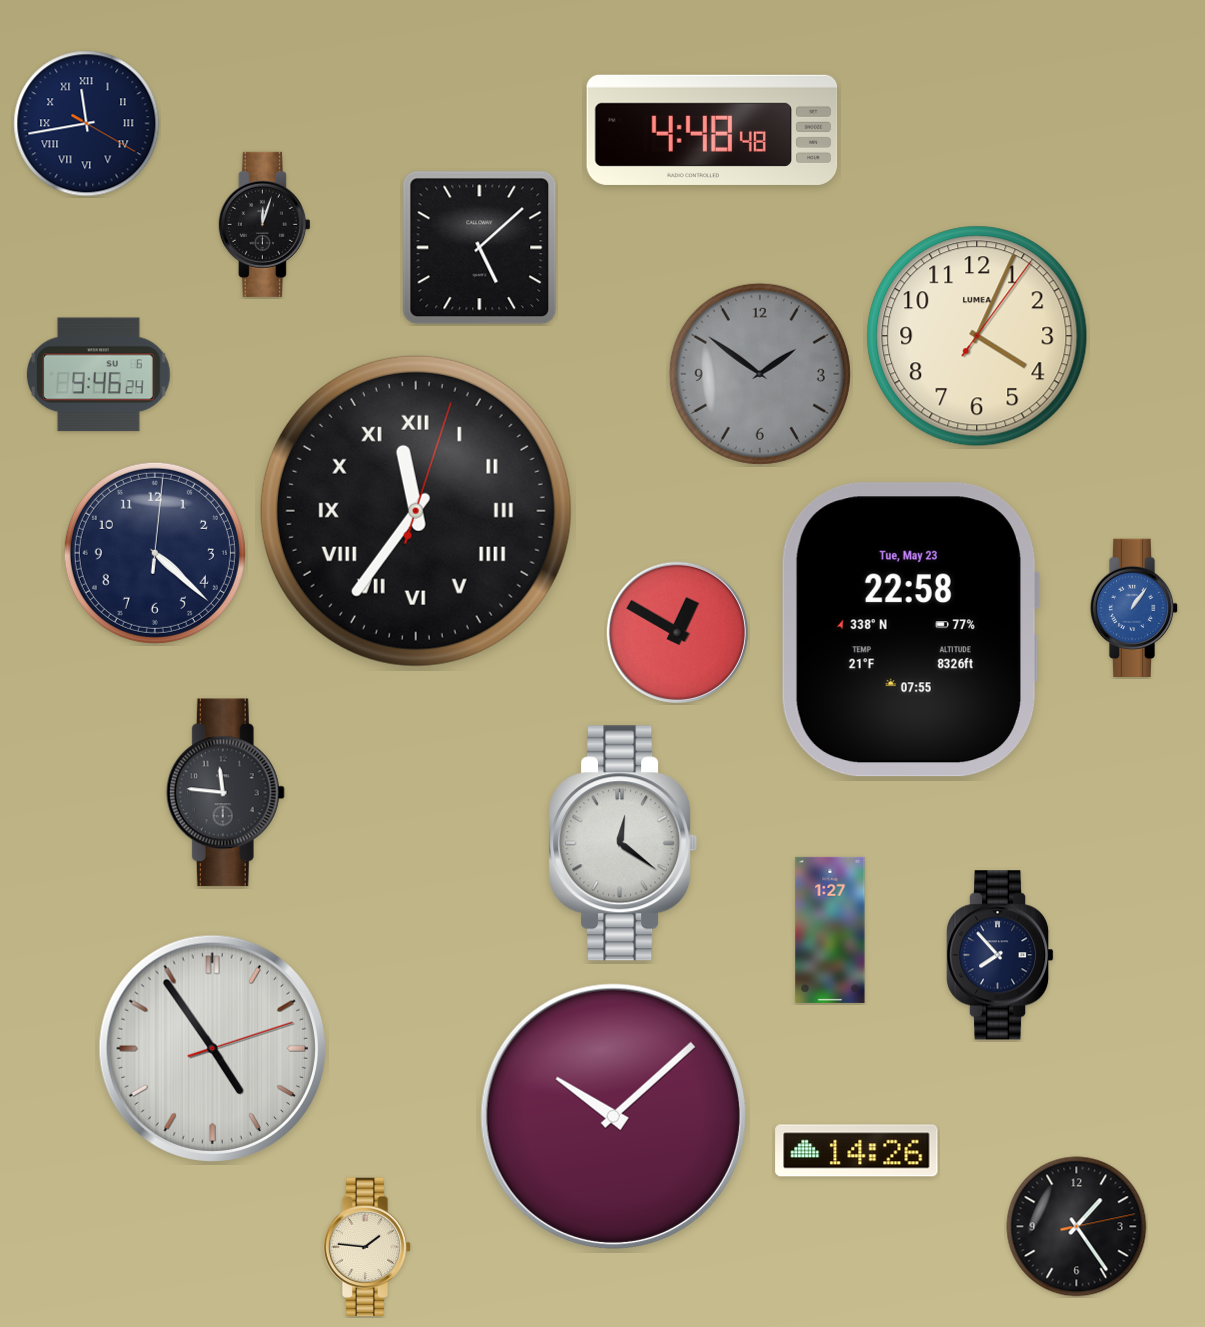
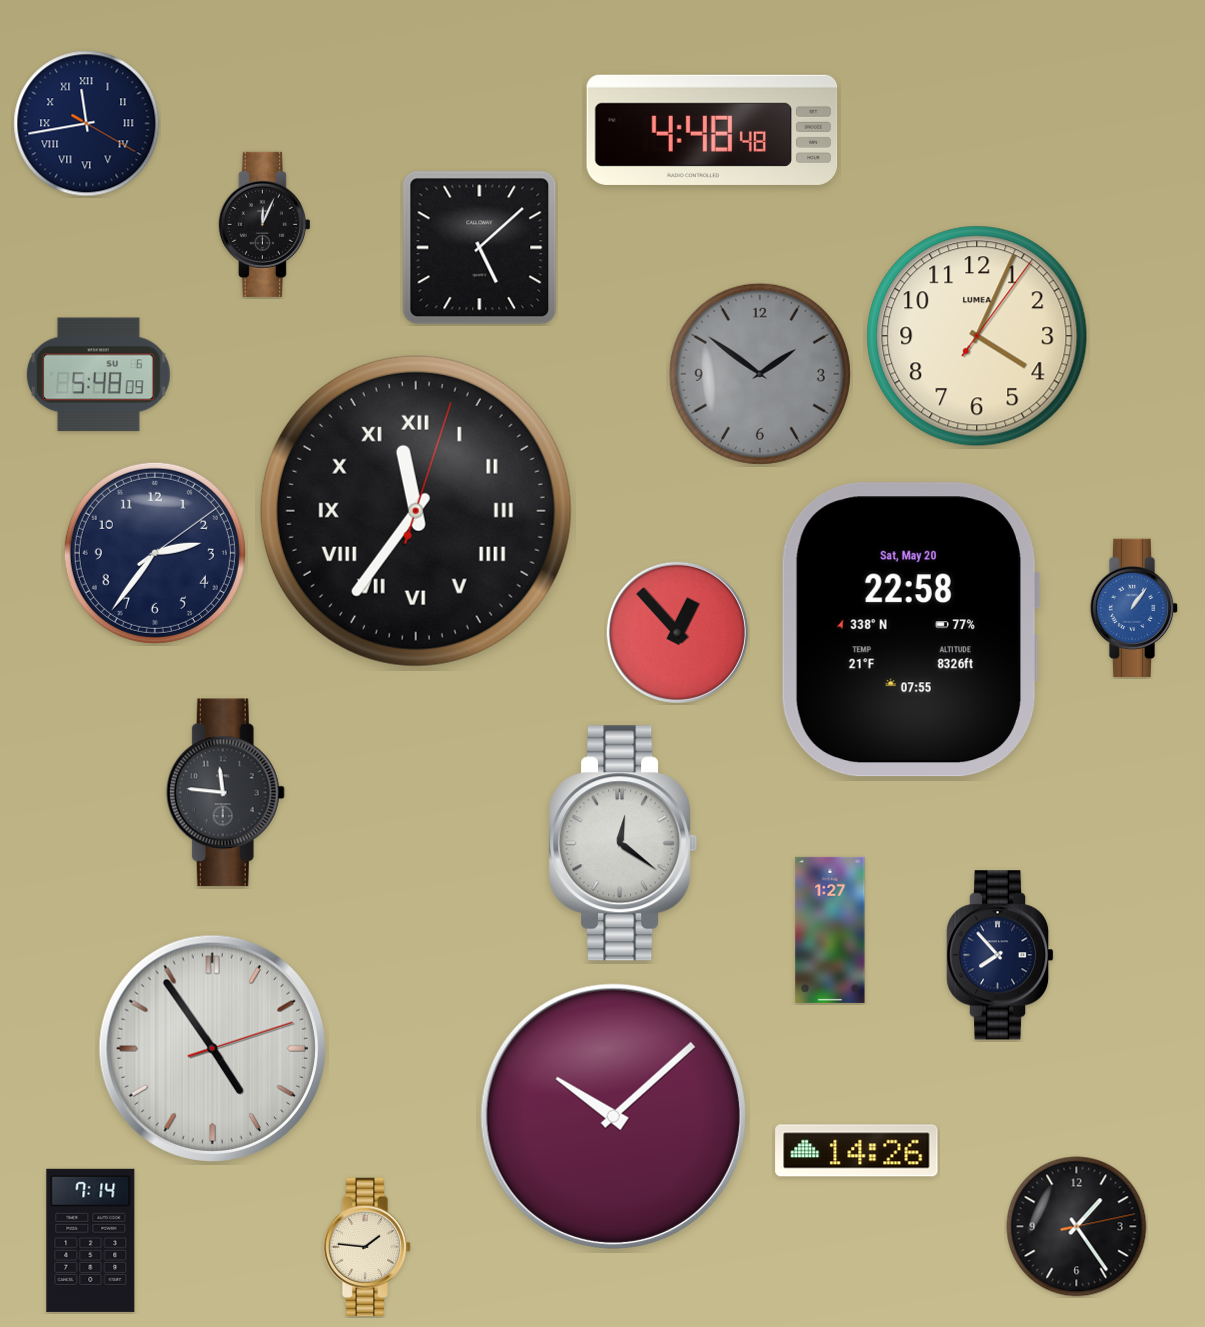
clock at (264, 224): 12:03 -> 12:04
clock at (98, 375): 9:46 -> 5:48
clock at (155, 553): 4:22 -> 2:36
clock at (910, 630) date: Tue, May 23 -> Sat, May 20
clock at (677, 632): 12:50 -> 12:53
clock at (91, 1240): none -> 7:14
